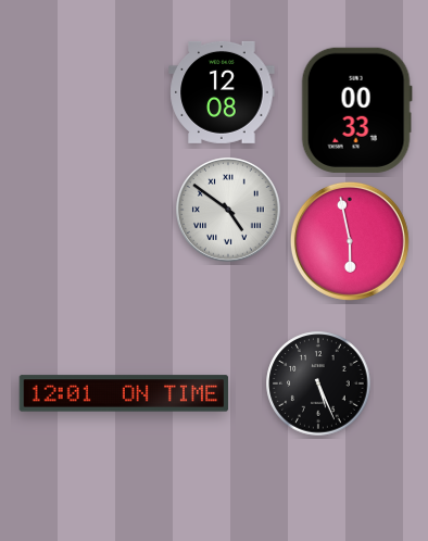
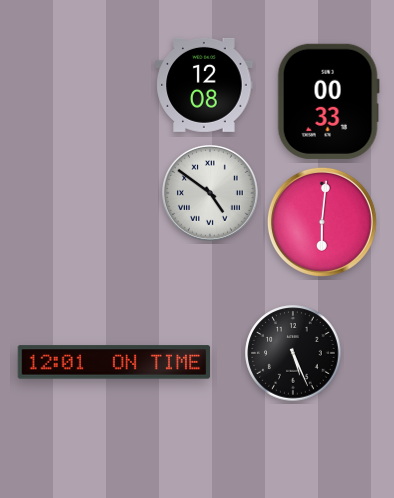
clock at (350, 241): 5:58 -> 6:01
